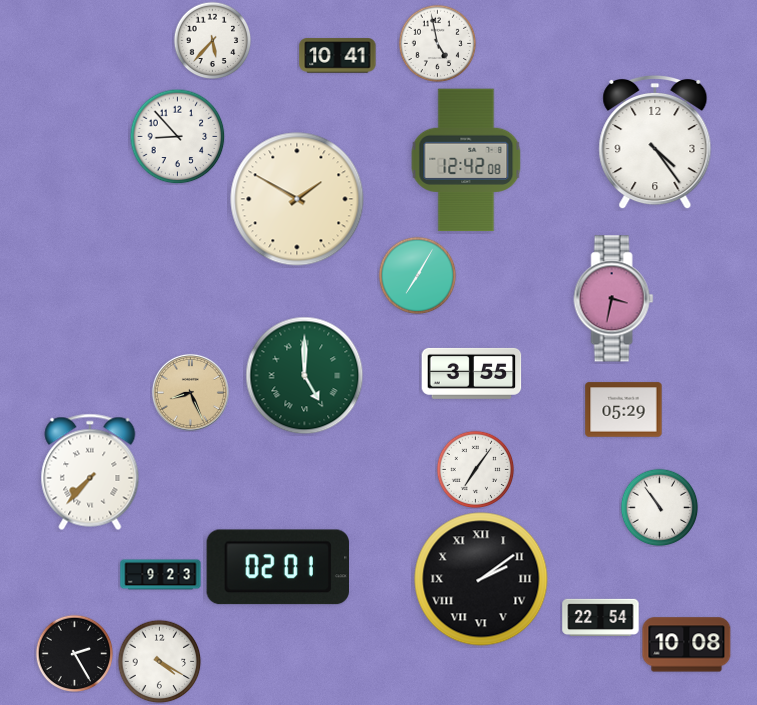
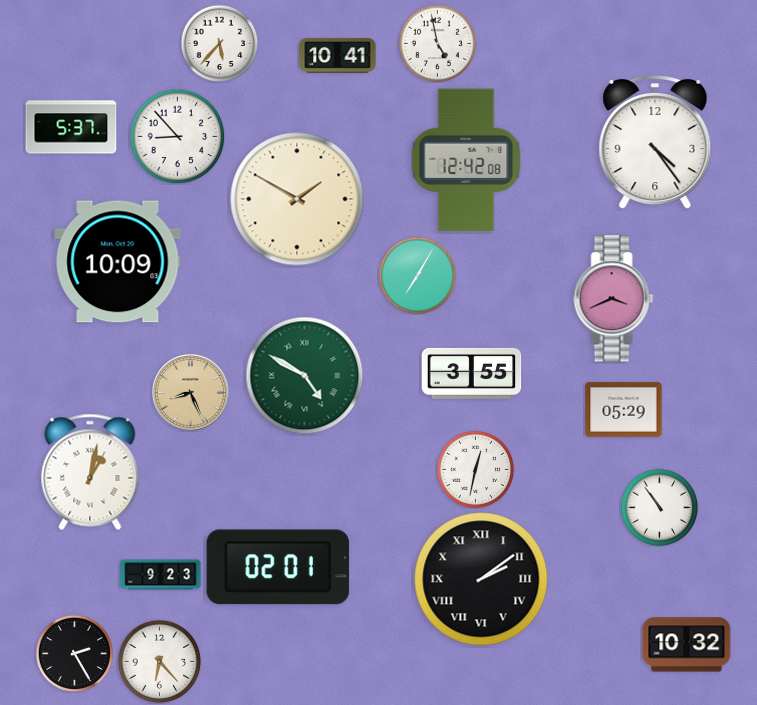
clock at (212, 40) position: (212, 40) -> (219, 43)
clock at (71, 127): none -> 5:37
clock at (118, 262): none -> 10:09
clock at (614, 299): 3:32 -> 3:41
clock at (305, 376): 5:00 -> 4:50
clock at (475, 469): 7:06 -> 12:32
clock at (90, 472): 7:37 -> 1:02
clock at (601, 618): 22:54 -> none
clock at (687, 645): 10:08 -> 10:32
clock at (159, 661): 4:20 -> 6:23
